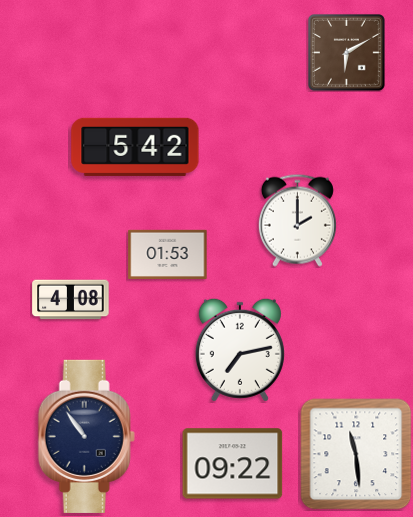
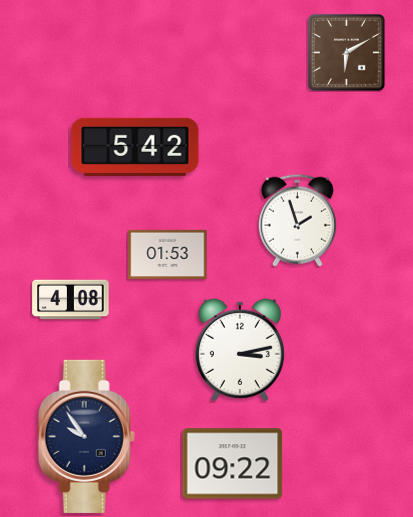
clock at (297, 220): 2:00 -> 1:57
clock at (240, 350): 7:13 -> 3:13
clock at (86, 436): 10:54 -> 9:54
clock at (356, 454): 11:29 -> none
